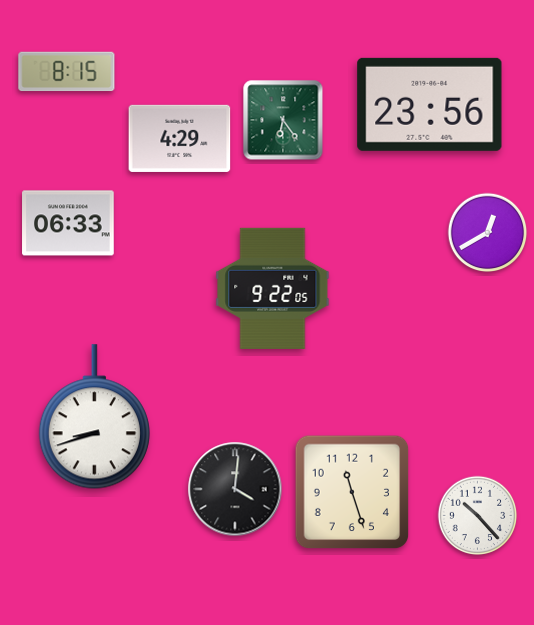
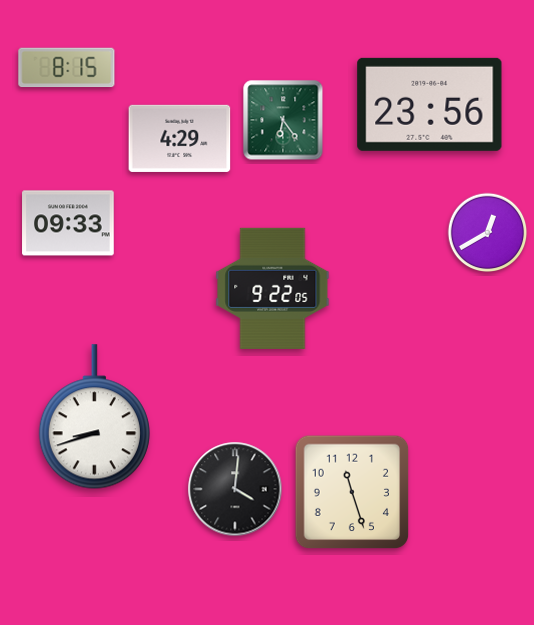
clock at (67, 72) position: (67, 72) -> (67, 68)
clock at (68, 223): 06:33 -> 09:33
clock at (478, 516): 10:23 -> none
